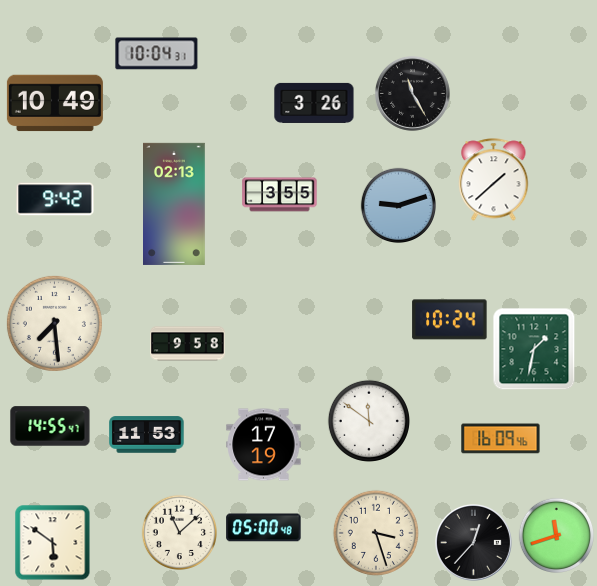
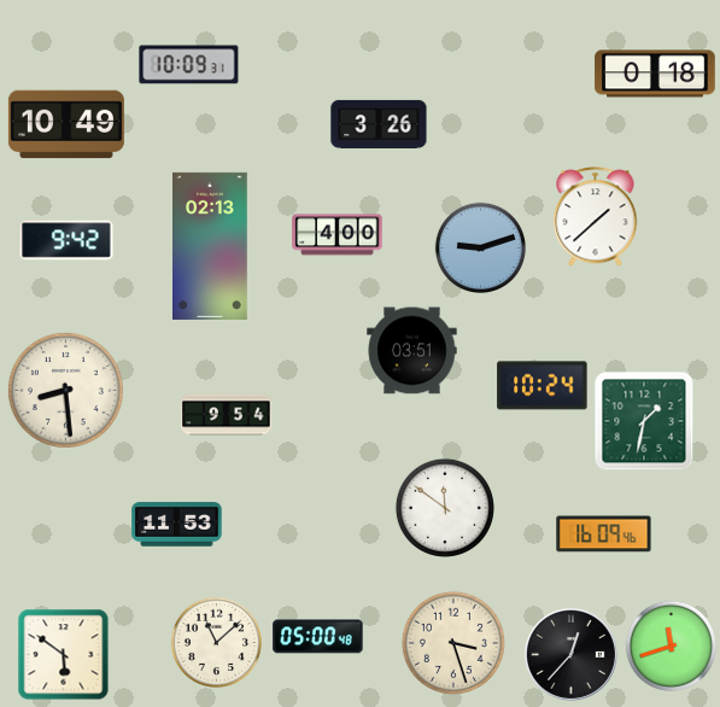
clock at (157, 54): 10:04 -> 10:09
clock at (655, 74): none -> 0:18
clock at (412, 93): 11:25 -> none
clock at (280, 195): 3:55 -> 4:00
clock at (412, 351): none -> 03:51
clock at (54, 323): 7:29 -> 8:29
clock at (188, 344): 9:58 -> 9:54
clock at (50, 426): 14:55 -> none
clock at (501, 439) position: (501, 439) -> (604, 534)
clock at (264, 445): 17:19 -> none
